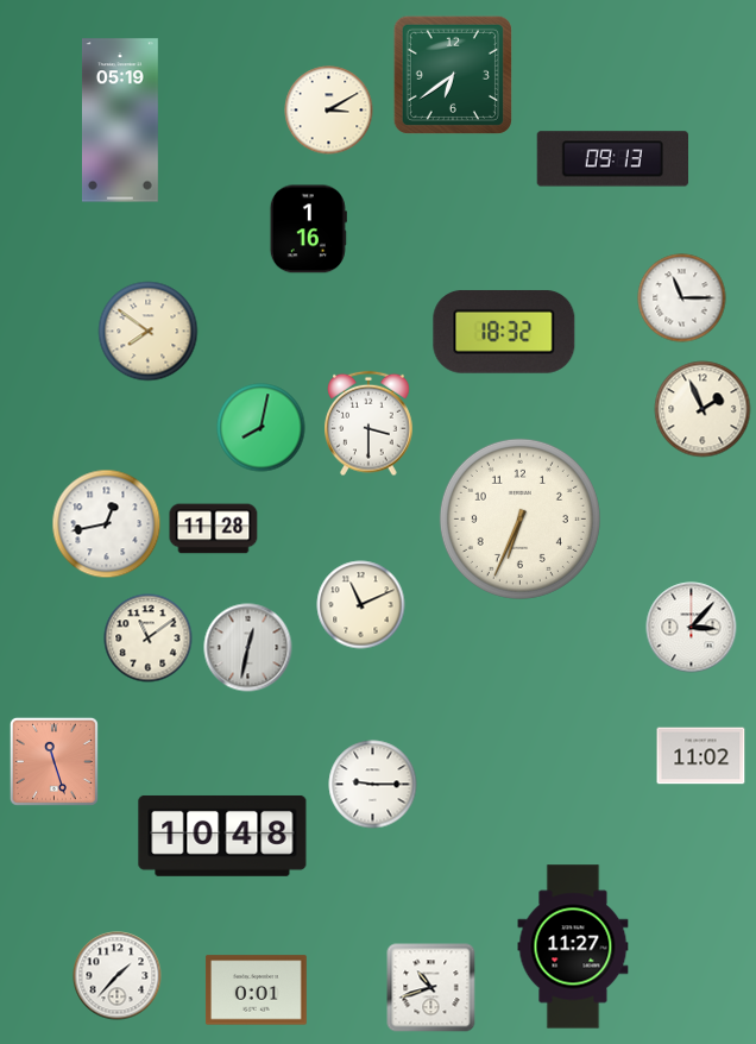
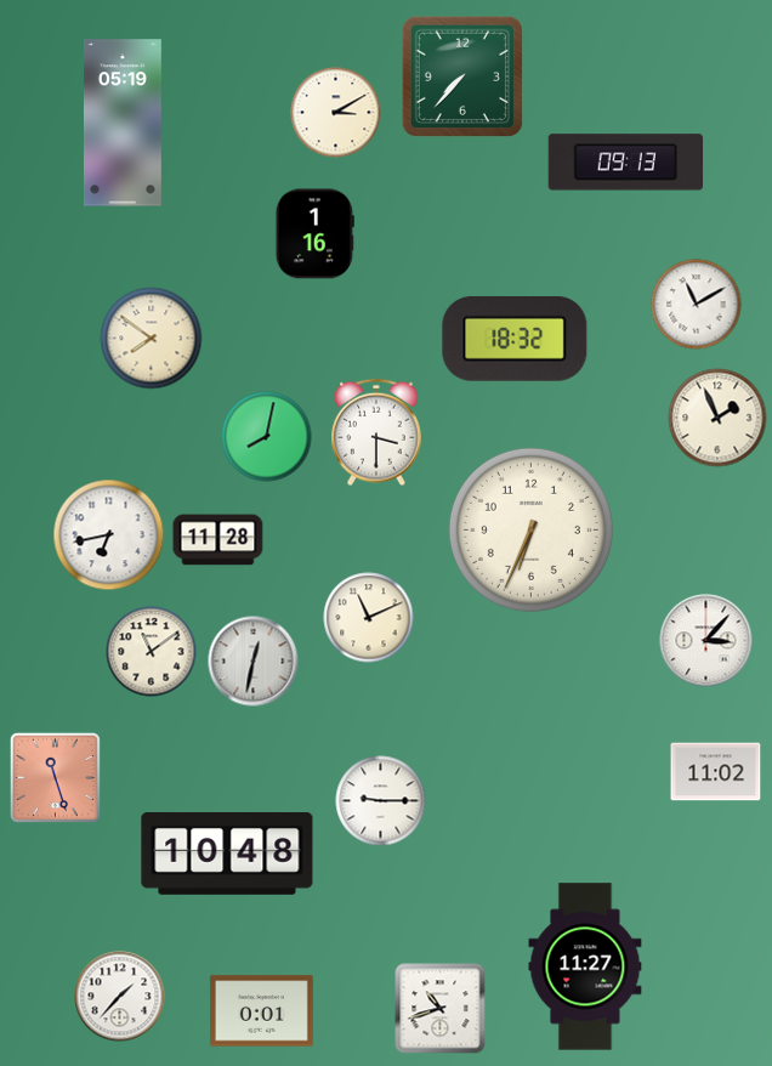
clock at (453, 75): 6:39 -> 7:37
clock at (682, 298): 11:15 -> 11:10
clock at (107, 524): 12:43 -> 6:43
